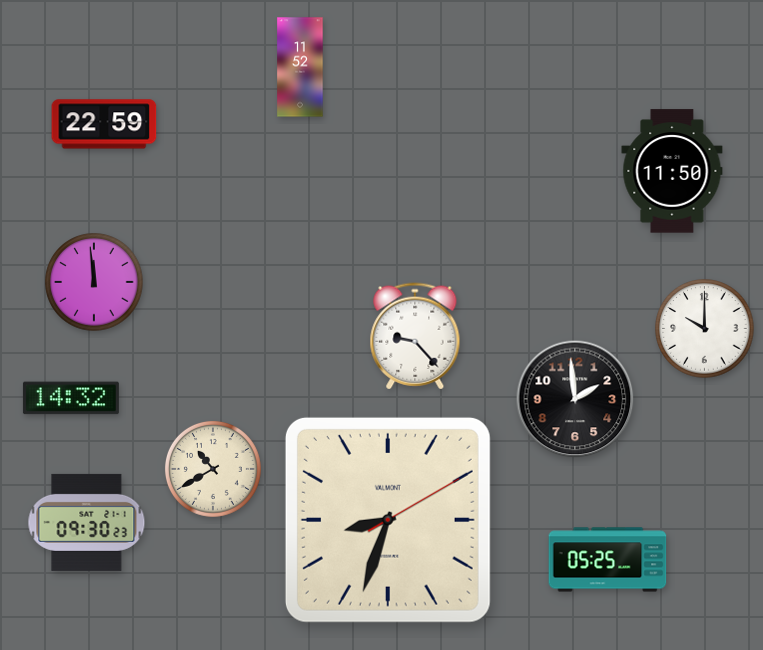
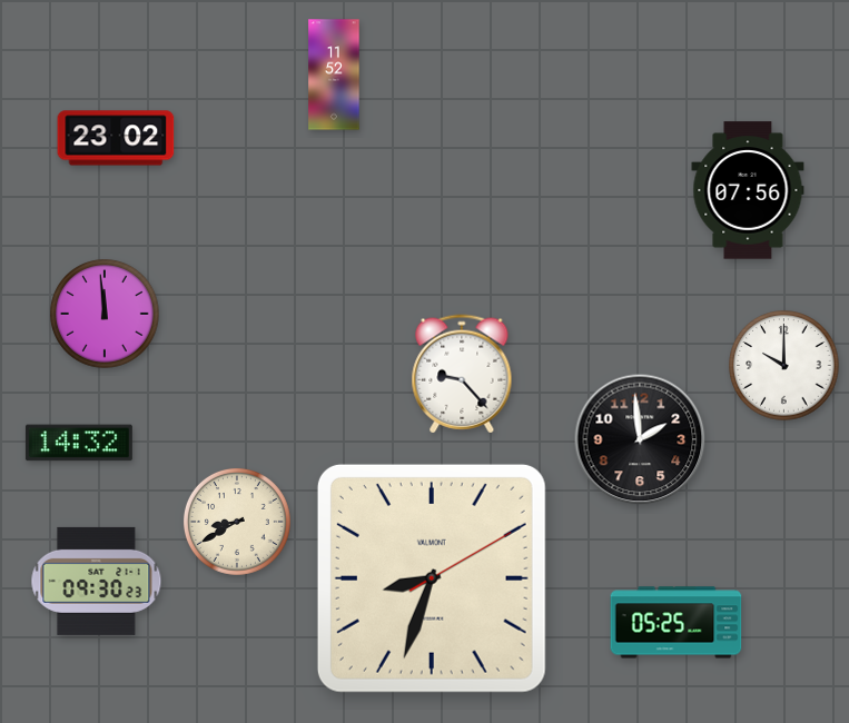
clock at (104, 124): 22:59 -> 23:02
clock at (672, 171): 11:50 -> 07:56
clock at (575, 399) position: (575, 399) -> (640, 439)
clock at (213, 469): 10:40 -> 8:40
